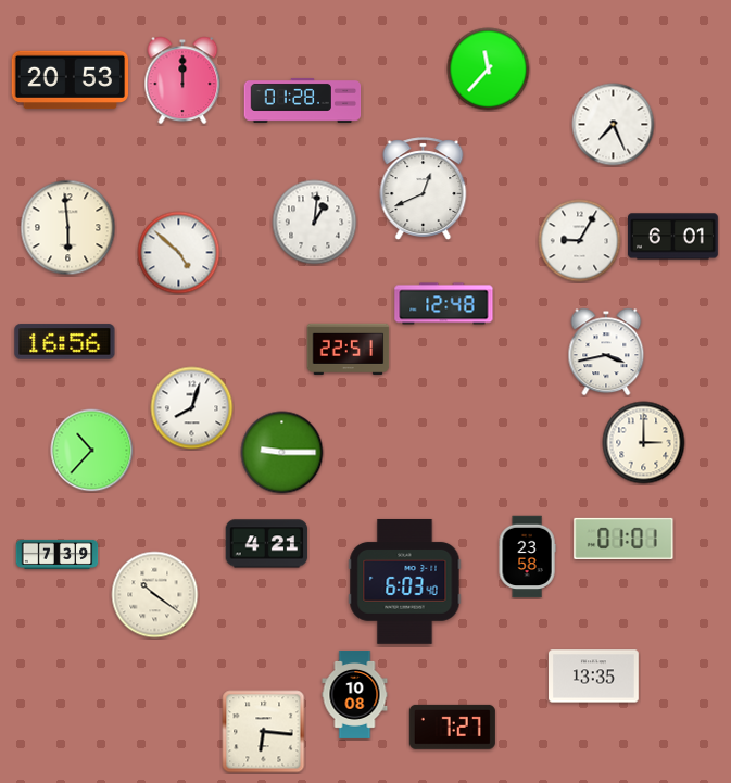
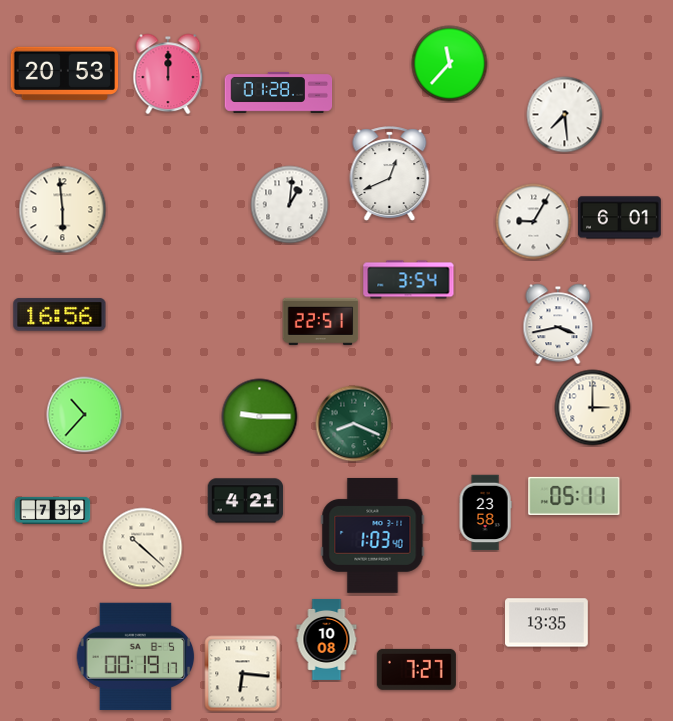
clock at (614, 125): 7:26 -> 7:29
clock at (179, 253): 4:52 -> none
clock at (444, 304): 12:48 -> 3:54
clock at (192, 408): 8:03 -> none
clock at (354, 424): none -> 8:19
clock at (623, 539): 01:01 -> 05:11
clock at (405, 581): 6:03 -> 1:03
clock at (155, 595): 10:21 -> 10:22
clock at (136, 656): none -> 00:19
